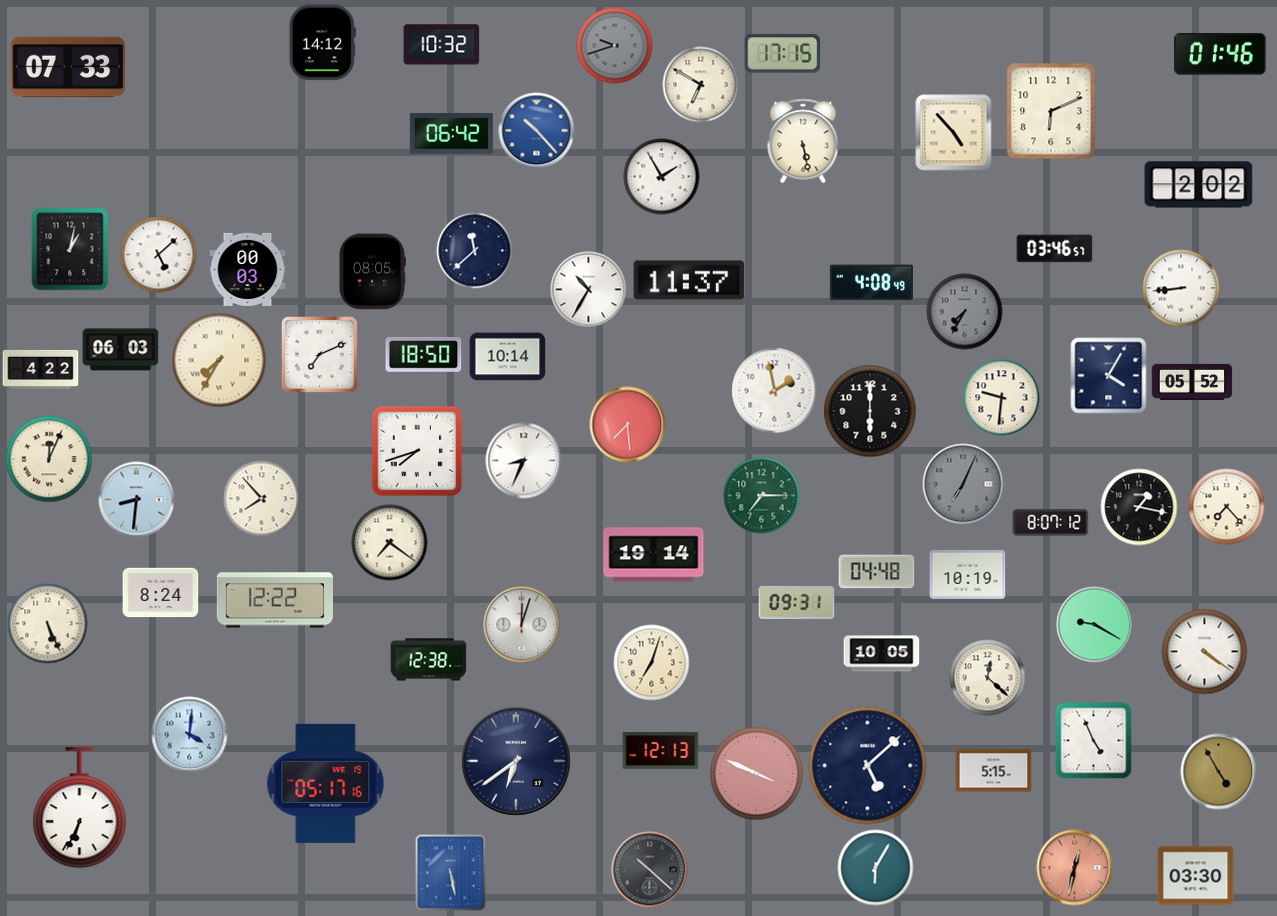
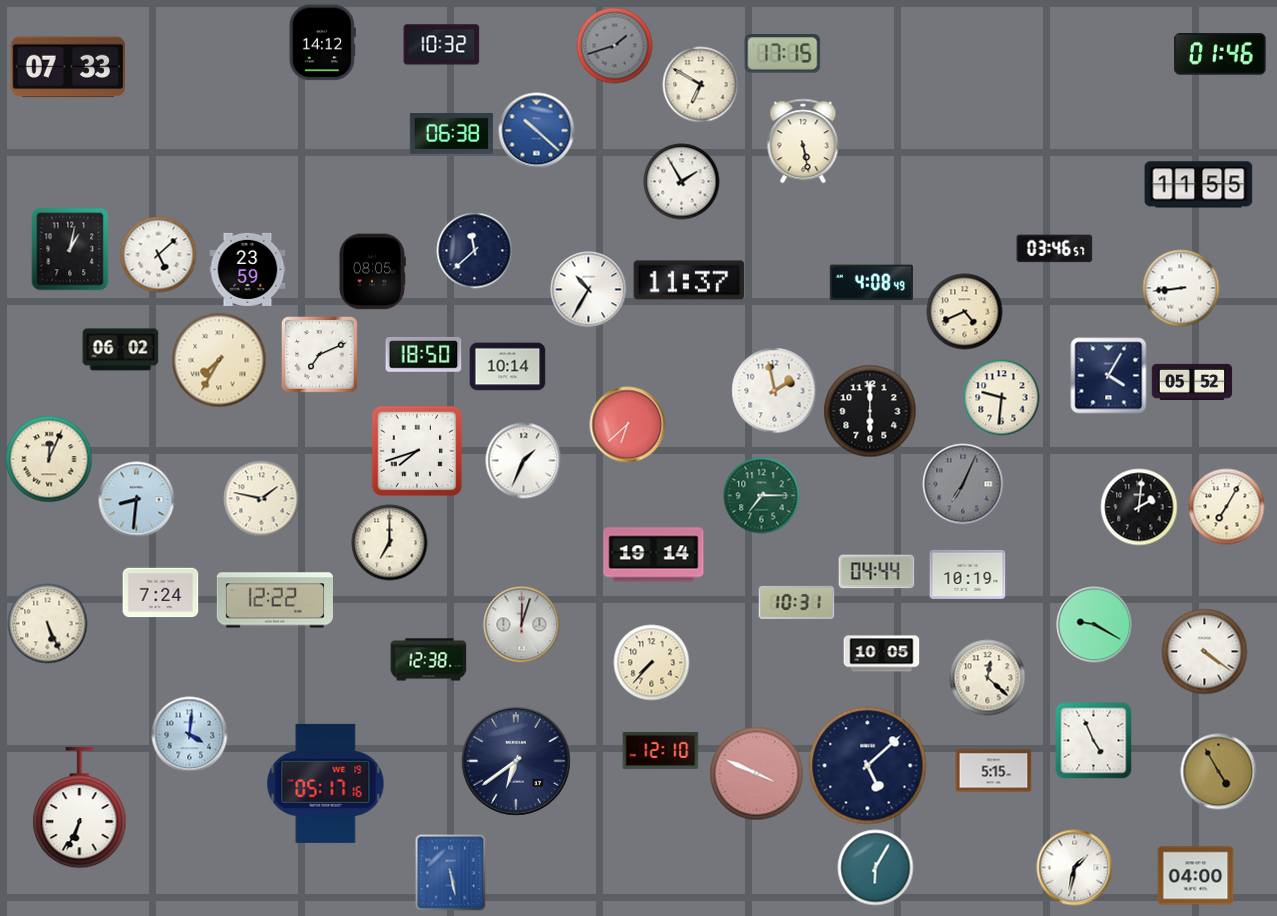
clock at (615, 46): 9:42 -> 1:42
clock at (1051, 111): 6:11 -> none
clock at (537, 131): 10:23 -> 10:22
clock at (954, 133): 4:53 -> none
clock at (451, 134): 06:42 -> 06:38
clock at (662, 177) position: (662, 177) -> (682, 182)
clock at (1199, 185): 2:02 -> 11:55
clock at (248, 269): 00:03 -> 23:59
clock at (965, 312): 7:35 -> 4:41
clock at (965, 312) dial: grey -> cream
clock at (121, 350): 06:03 -> 06:02
clock at (508, 357) position: (508, 357) -> (508, 367)
clock at (41, 369): 4:22 -> none
clock at (628, 425): 7:29 -> 6:38
clock at (524, 461): 8:34 -> 1:34
clock at (262, 499): 7:53 -> 1:47
clock at (1139, 507): 1:17 -> 2:01
clock at (1227, 507): 7:23 -> 7:05
clock at (1051, 523): 8:07 -> none
clock at (390, 543): 7:21 -> 7:00
clock at (877, 572): 04:48 -> 04:44
clock at (161, 593): 8:24 -> 7:24
clock at (797, 602): 09:31 -> 10:31
clock at (652, 663): 7:03 -> 7:37
clock at (661, 750): 12:13 -> 12:10
clock at (1075, 868): 12:32 -> 1:32
clock at (1075, 868) dial: salmon -> white
clock at (650, 870): 10:22 -> none
clock at (1196, 876): 03:30 -> 04:00
